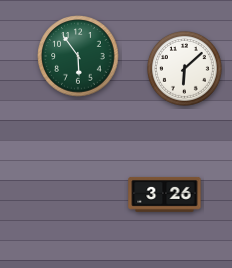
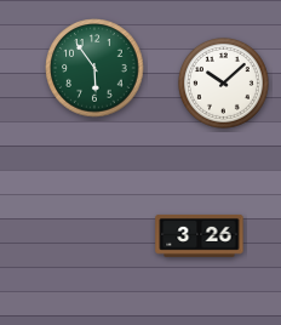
clock at (184, 68): 6:08 -> 10:08
